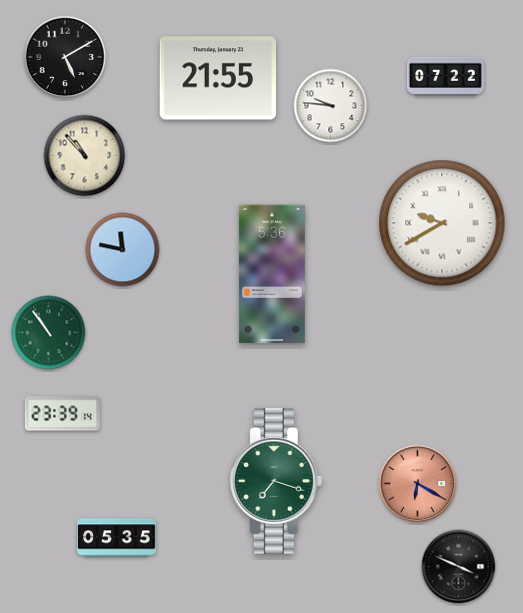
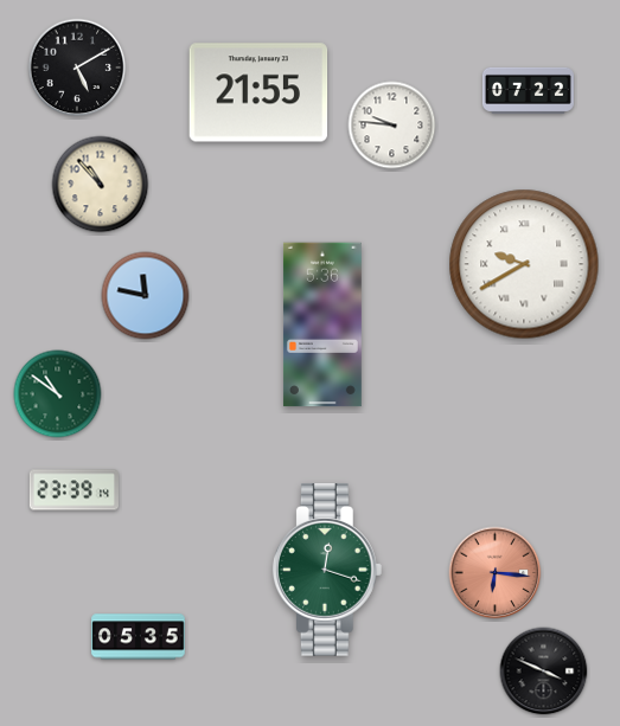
clock at (49, 333): 10:54 -> 10:51
clock at (276, 481): 7:18 -> 12:18
clock at (418, 484): 6:20 -> 6:16
